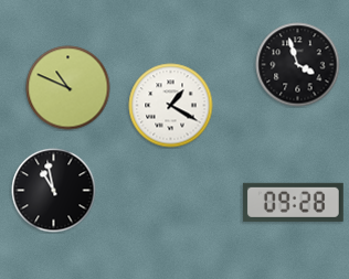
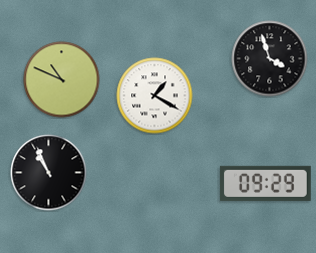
clock at (54, 191): 10:58 -> 10:56
clock at (293, 202): 09:28 -> 09:29
